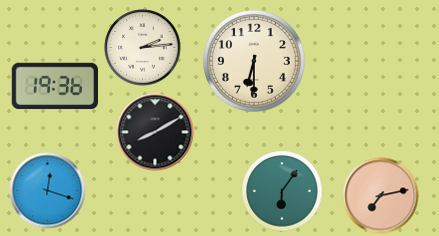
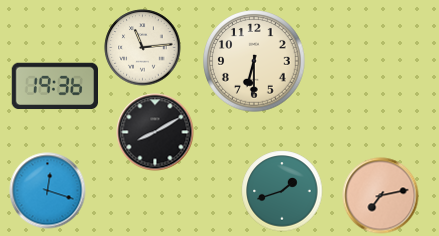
clock at (143, 48): 2:14 -> 11:14
clock at (282, 191): 6:06 -> 1:42
